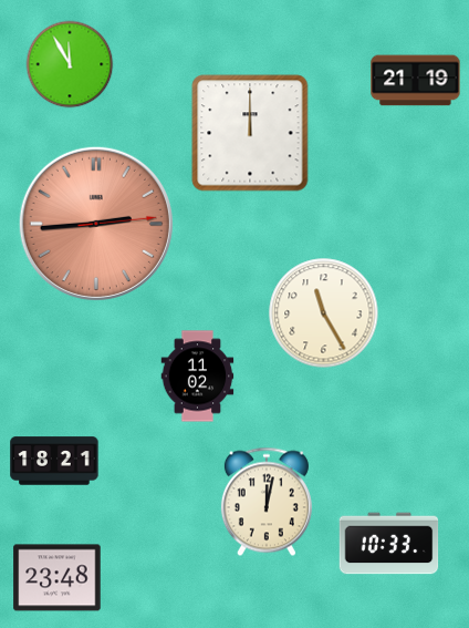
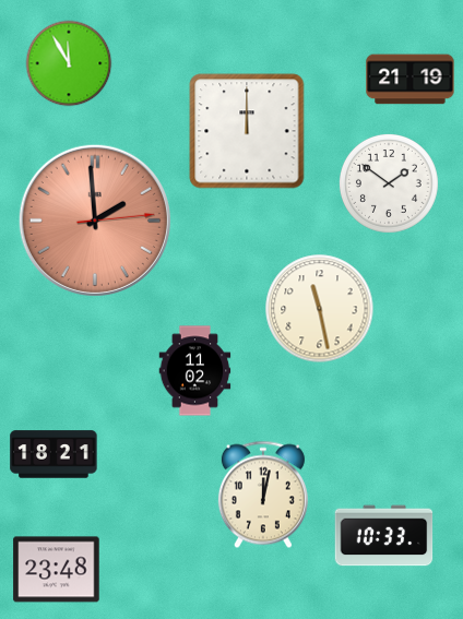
clock at (389, 183): none -> 1:51
clock at (96, 224): 2:44 -> 1:59
clock at (324, 313): 11:25 -> 11:28
